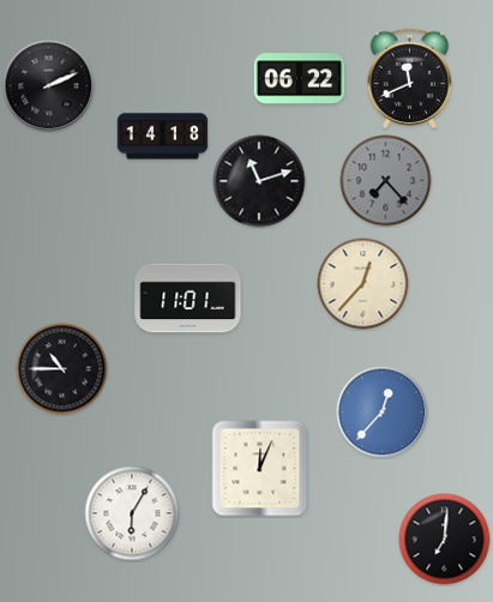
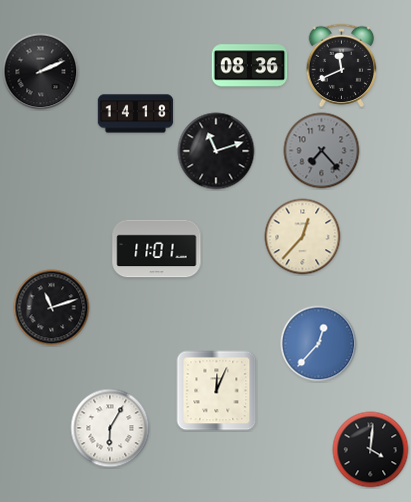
clock at (300, 79): 06:22 -> 08:36
clock at (62, 369): 10:45 -> 11:12
clock at (445, 540): 7:01 -> 4:01
